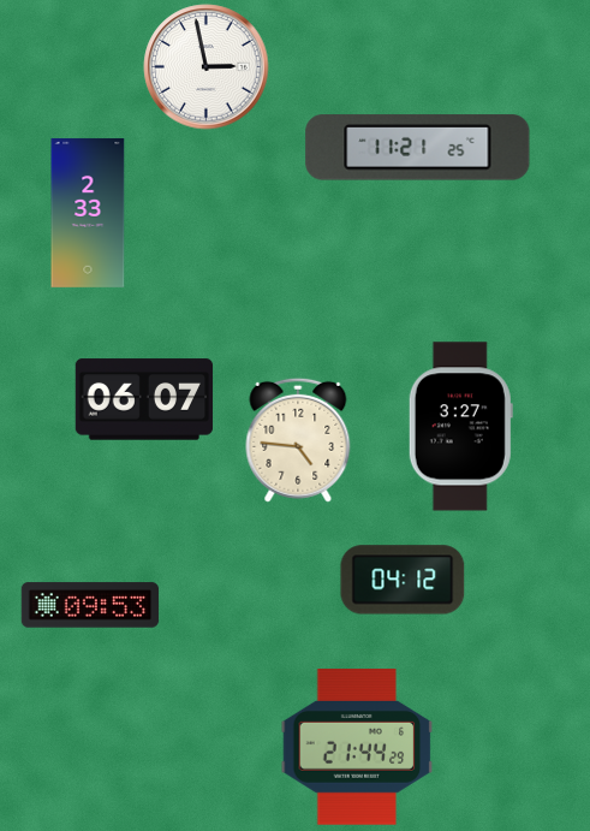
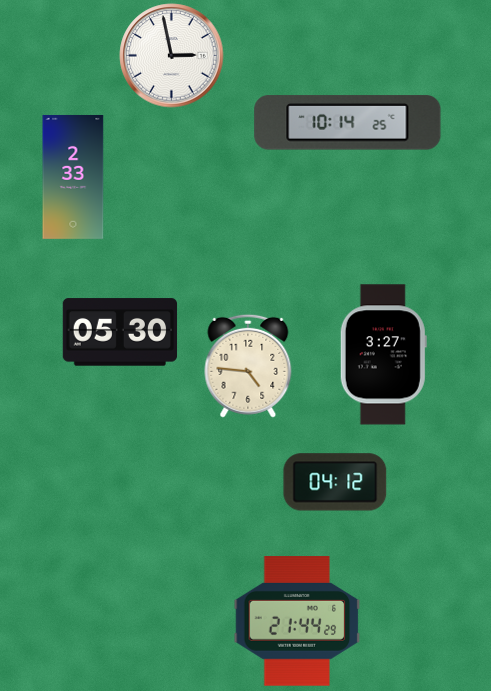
clock at (418, 148): 11:21 -> 10:14
clock at (144, 399): 06:07 -> 05:30
clock at (90, 605): 09:53 -> none
